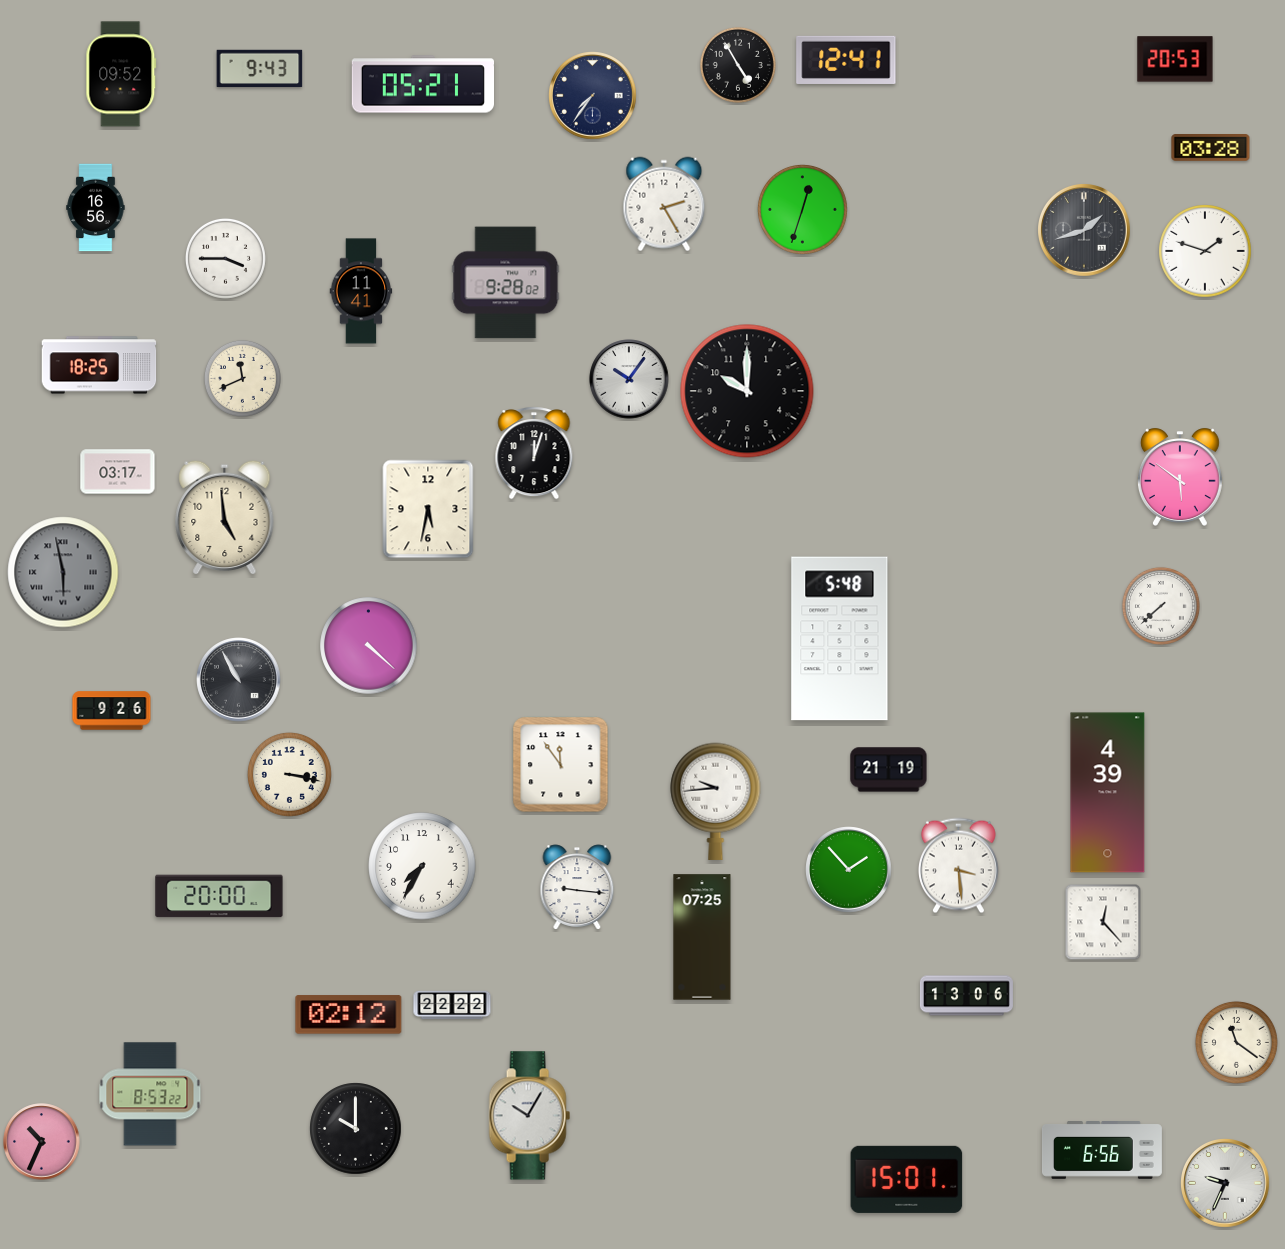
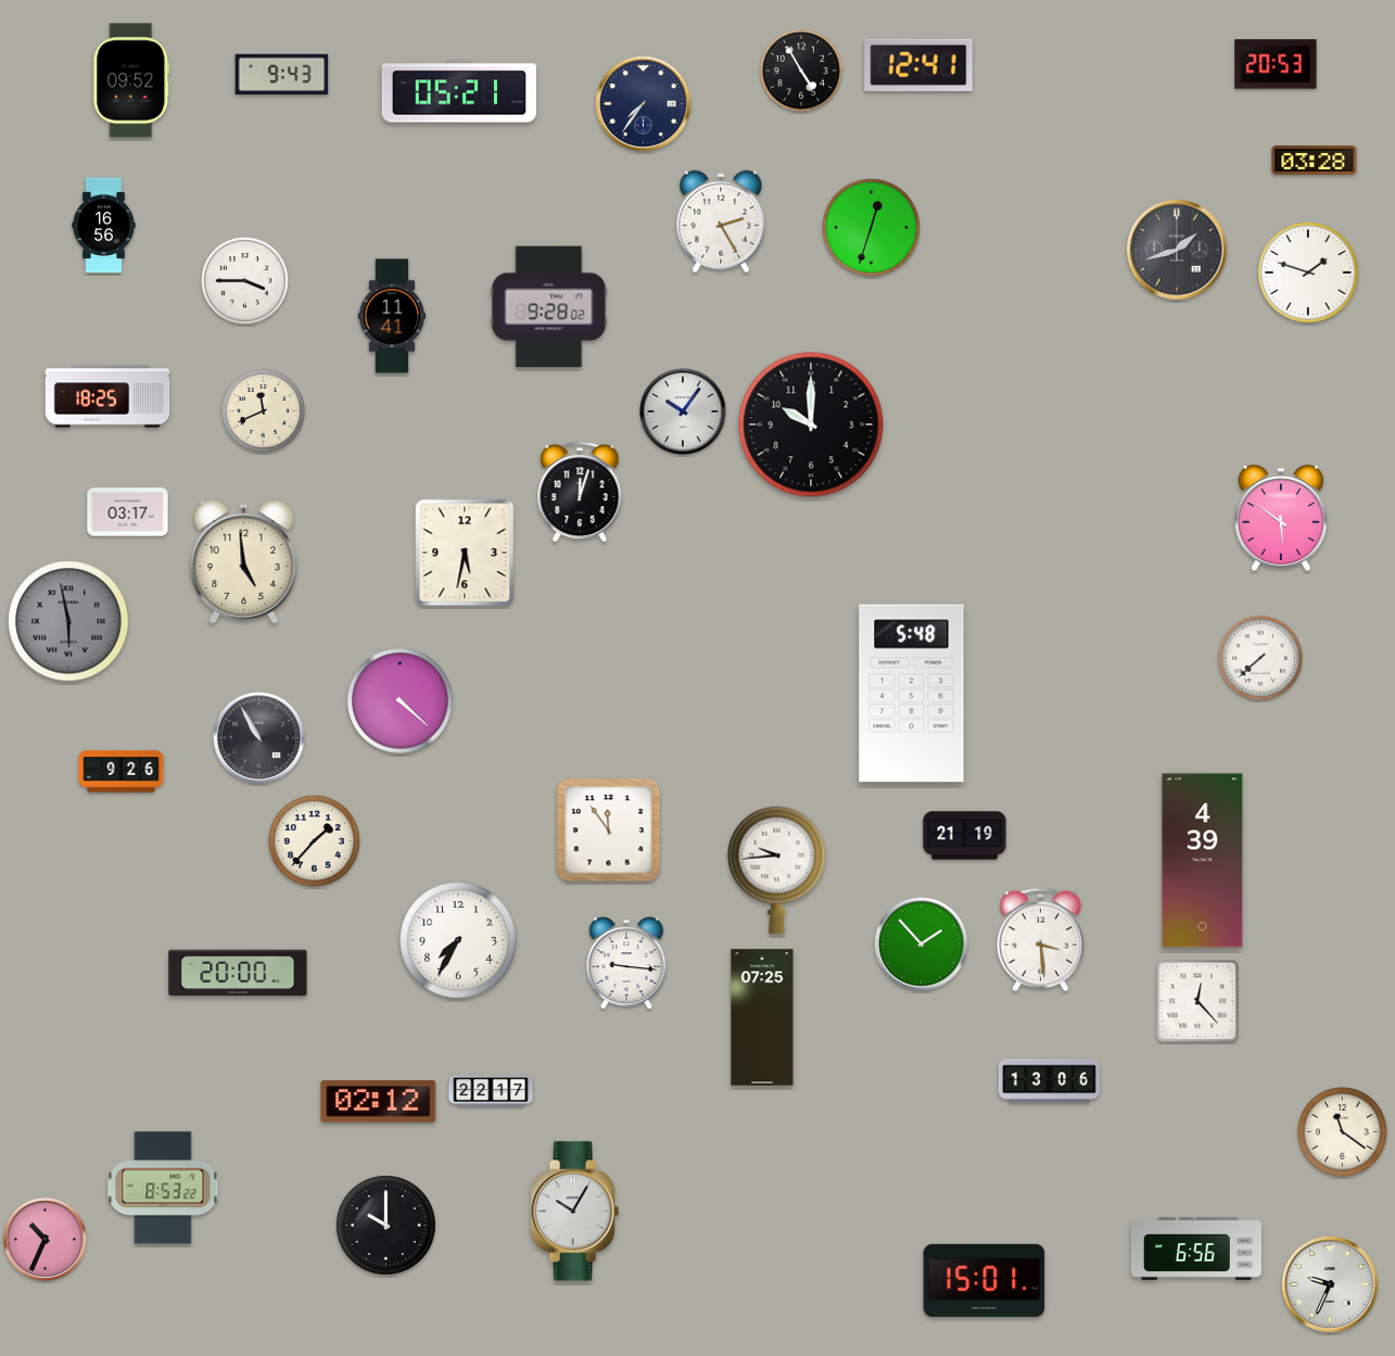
clock at (289, 774): 3:17 -> 1:37
clock at (452, 1005): 22:22 -> 22:17
